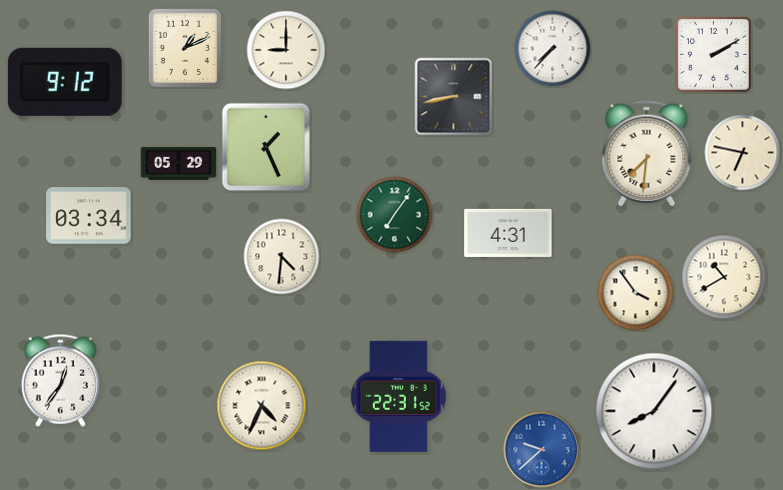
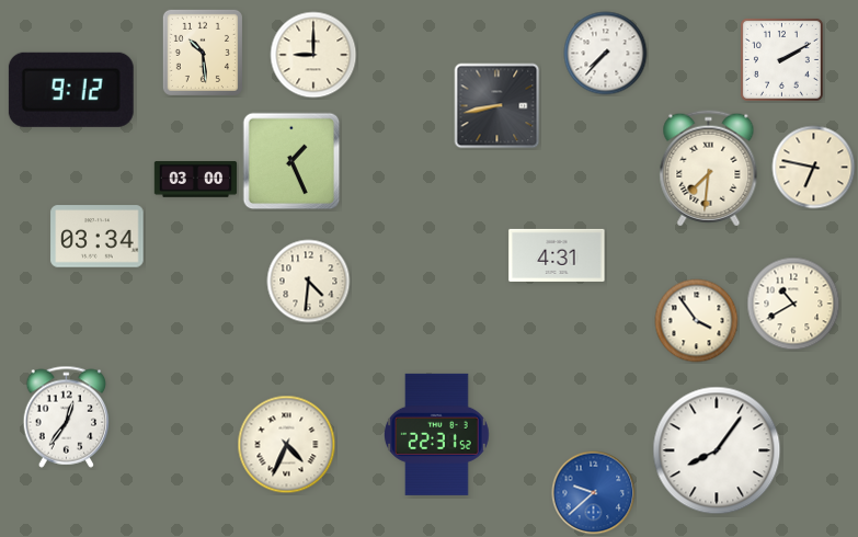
clock at (185, 48): 1:11 -> 10:29
clock at (179, 164): 05:29 -> 03:00
clock at (395, 215): 7:06 -> none
